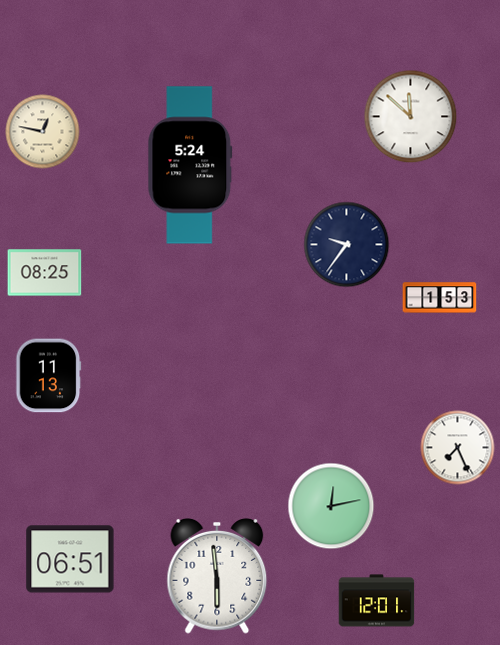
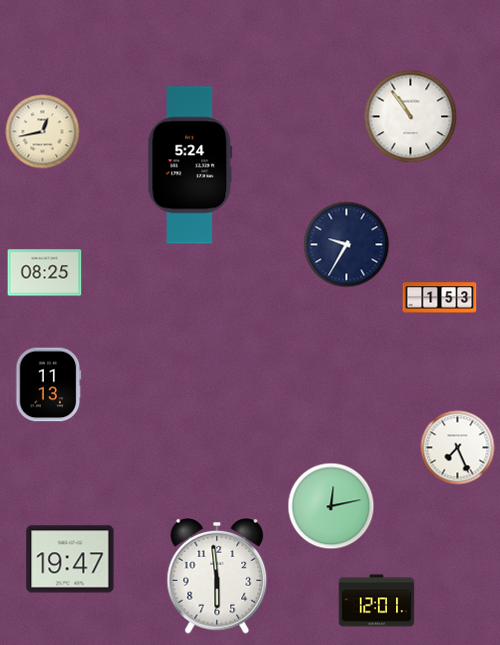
clock at (411, 117): 11:52 -> 10:54
clock at (43, 132): 12:47 -> 12:43
clock at (347, 245): 9:36 -> 9:35
clock at (49, 376) position: (49, 376) -> (49, 385)
clock at (70, 559): 06:51 -> 19:47
